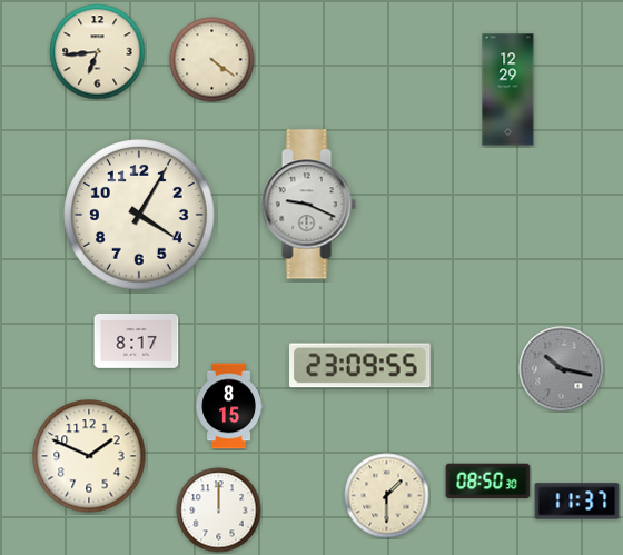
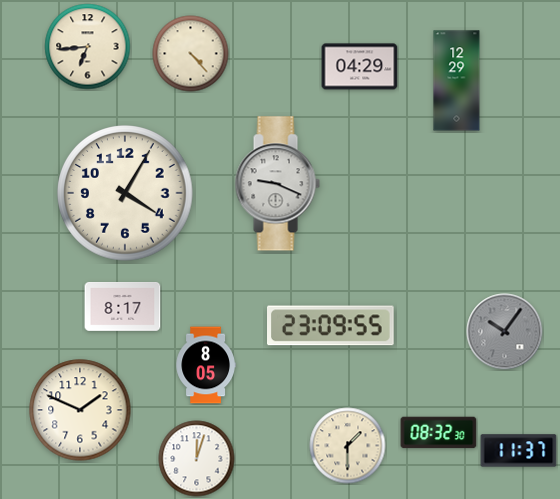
clock at (212, 60): 4:21 -> 4:23
clock at (360, 67): none -> 04:29
clock at (360, 366) position: (360, 366) -> (331, 326)
clock at (562, 369): 10:17 -> 10:06
clock at (229, 406): 8:15 -> 8:05
clock at (488, 482): 08:50 -> 08:32
clock at (219, 511): 12:00 -> 12:03
